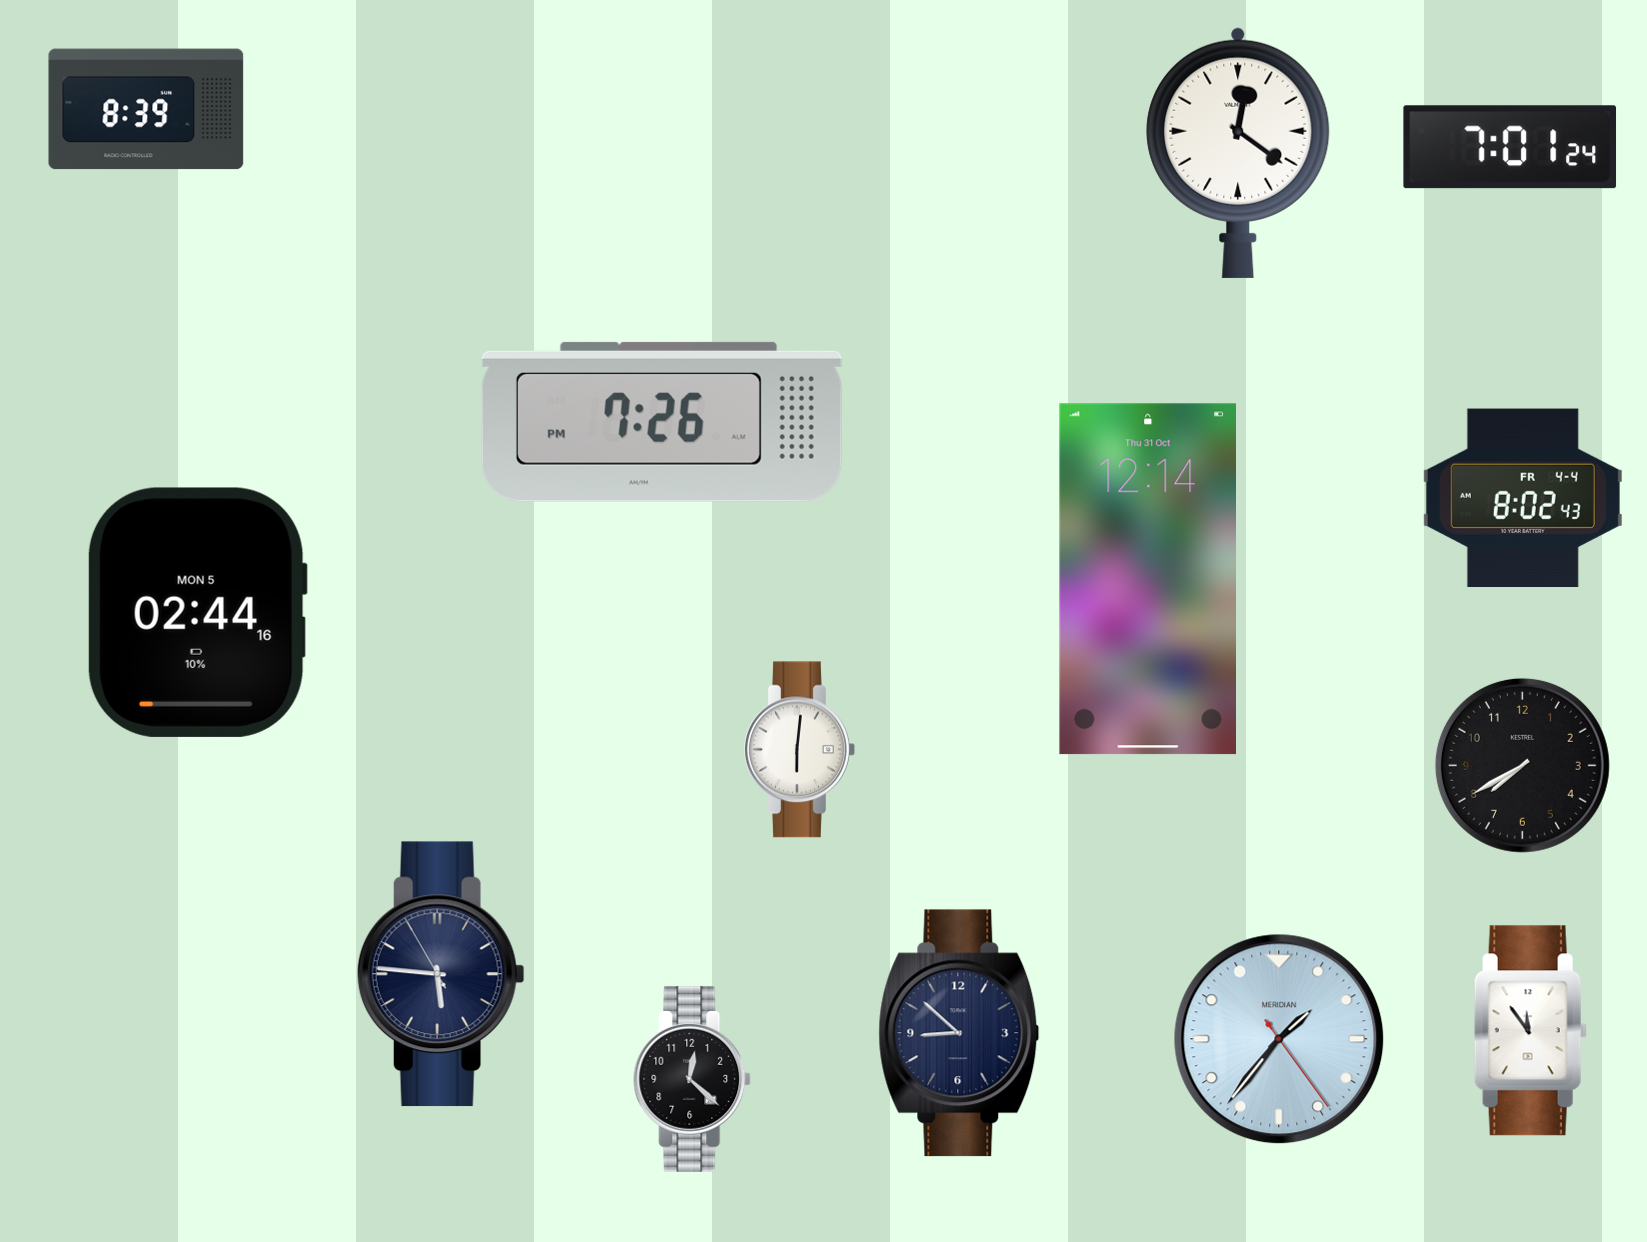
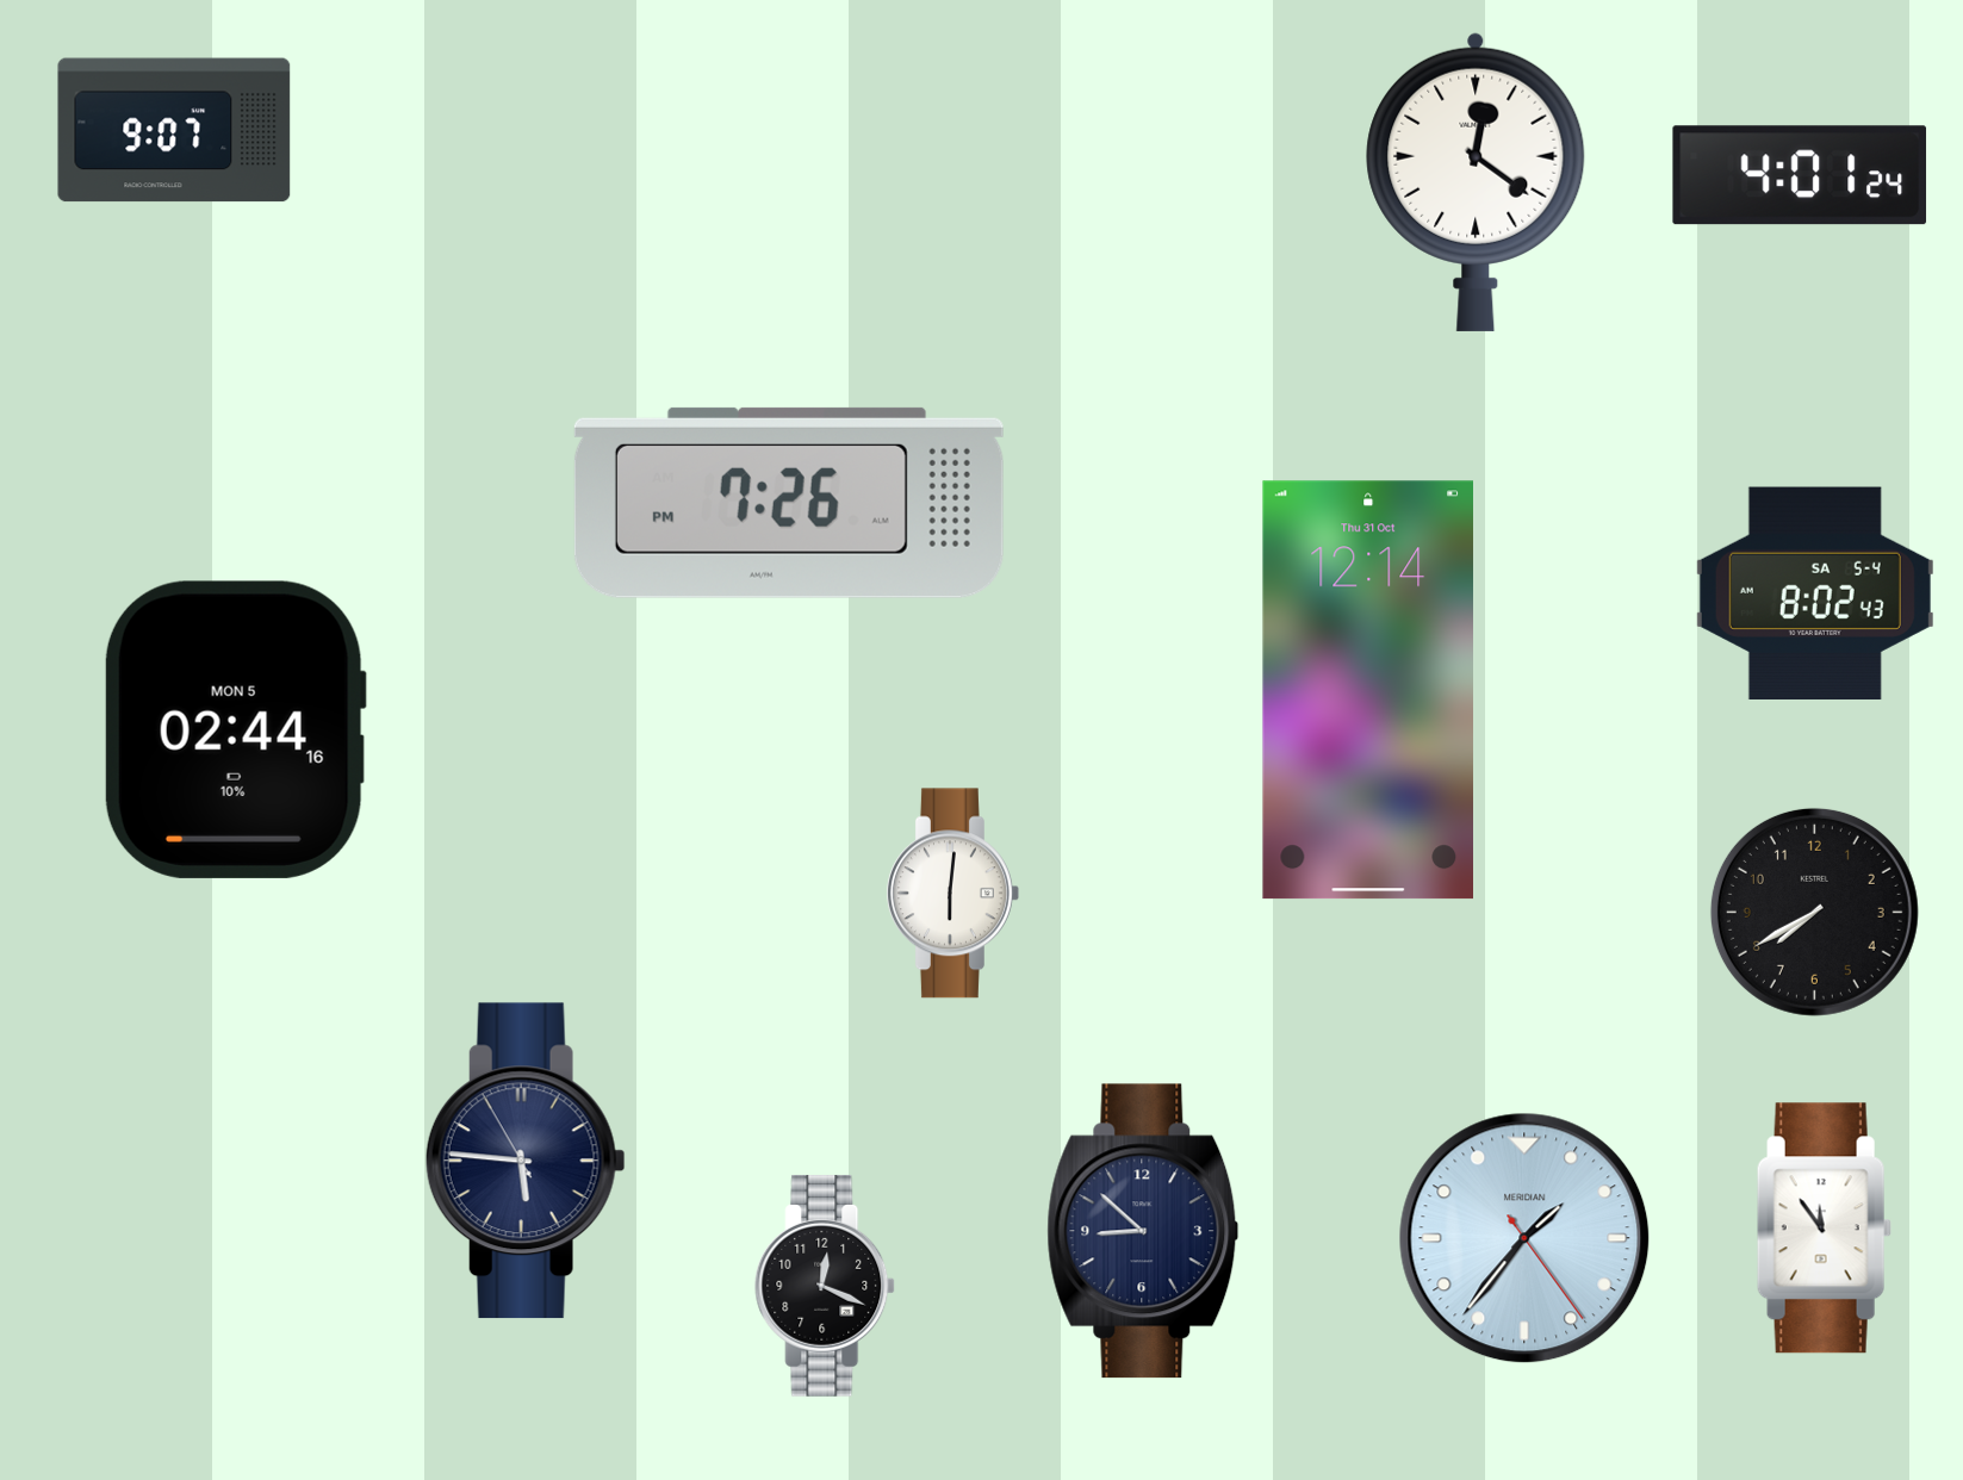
clock at (146, 109): 8:39 -> 9:07
clock at (1510, 147): 7:01 -> 4:01
clock at (1523, 497) date: FR 4-4 -> SA 5-4
clock at (693, 1079): 12:22 -> 12:19
